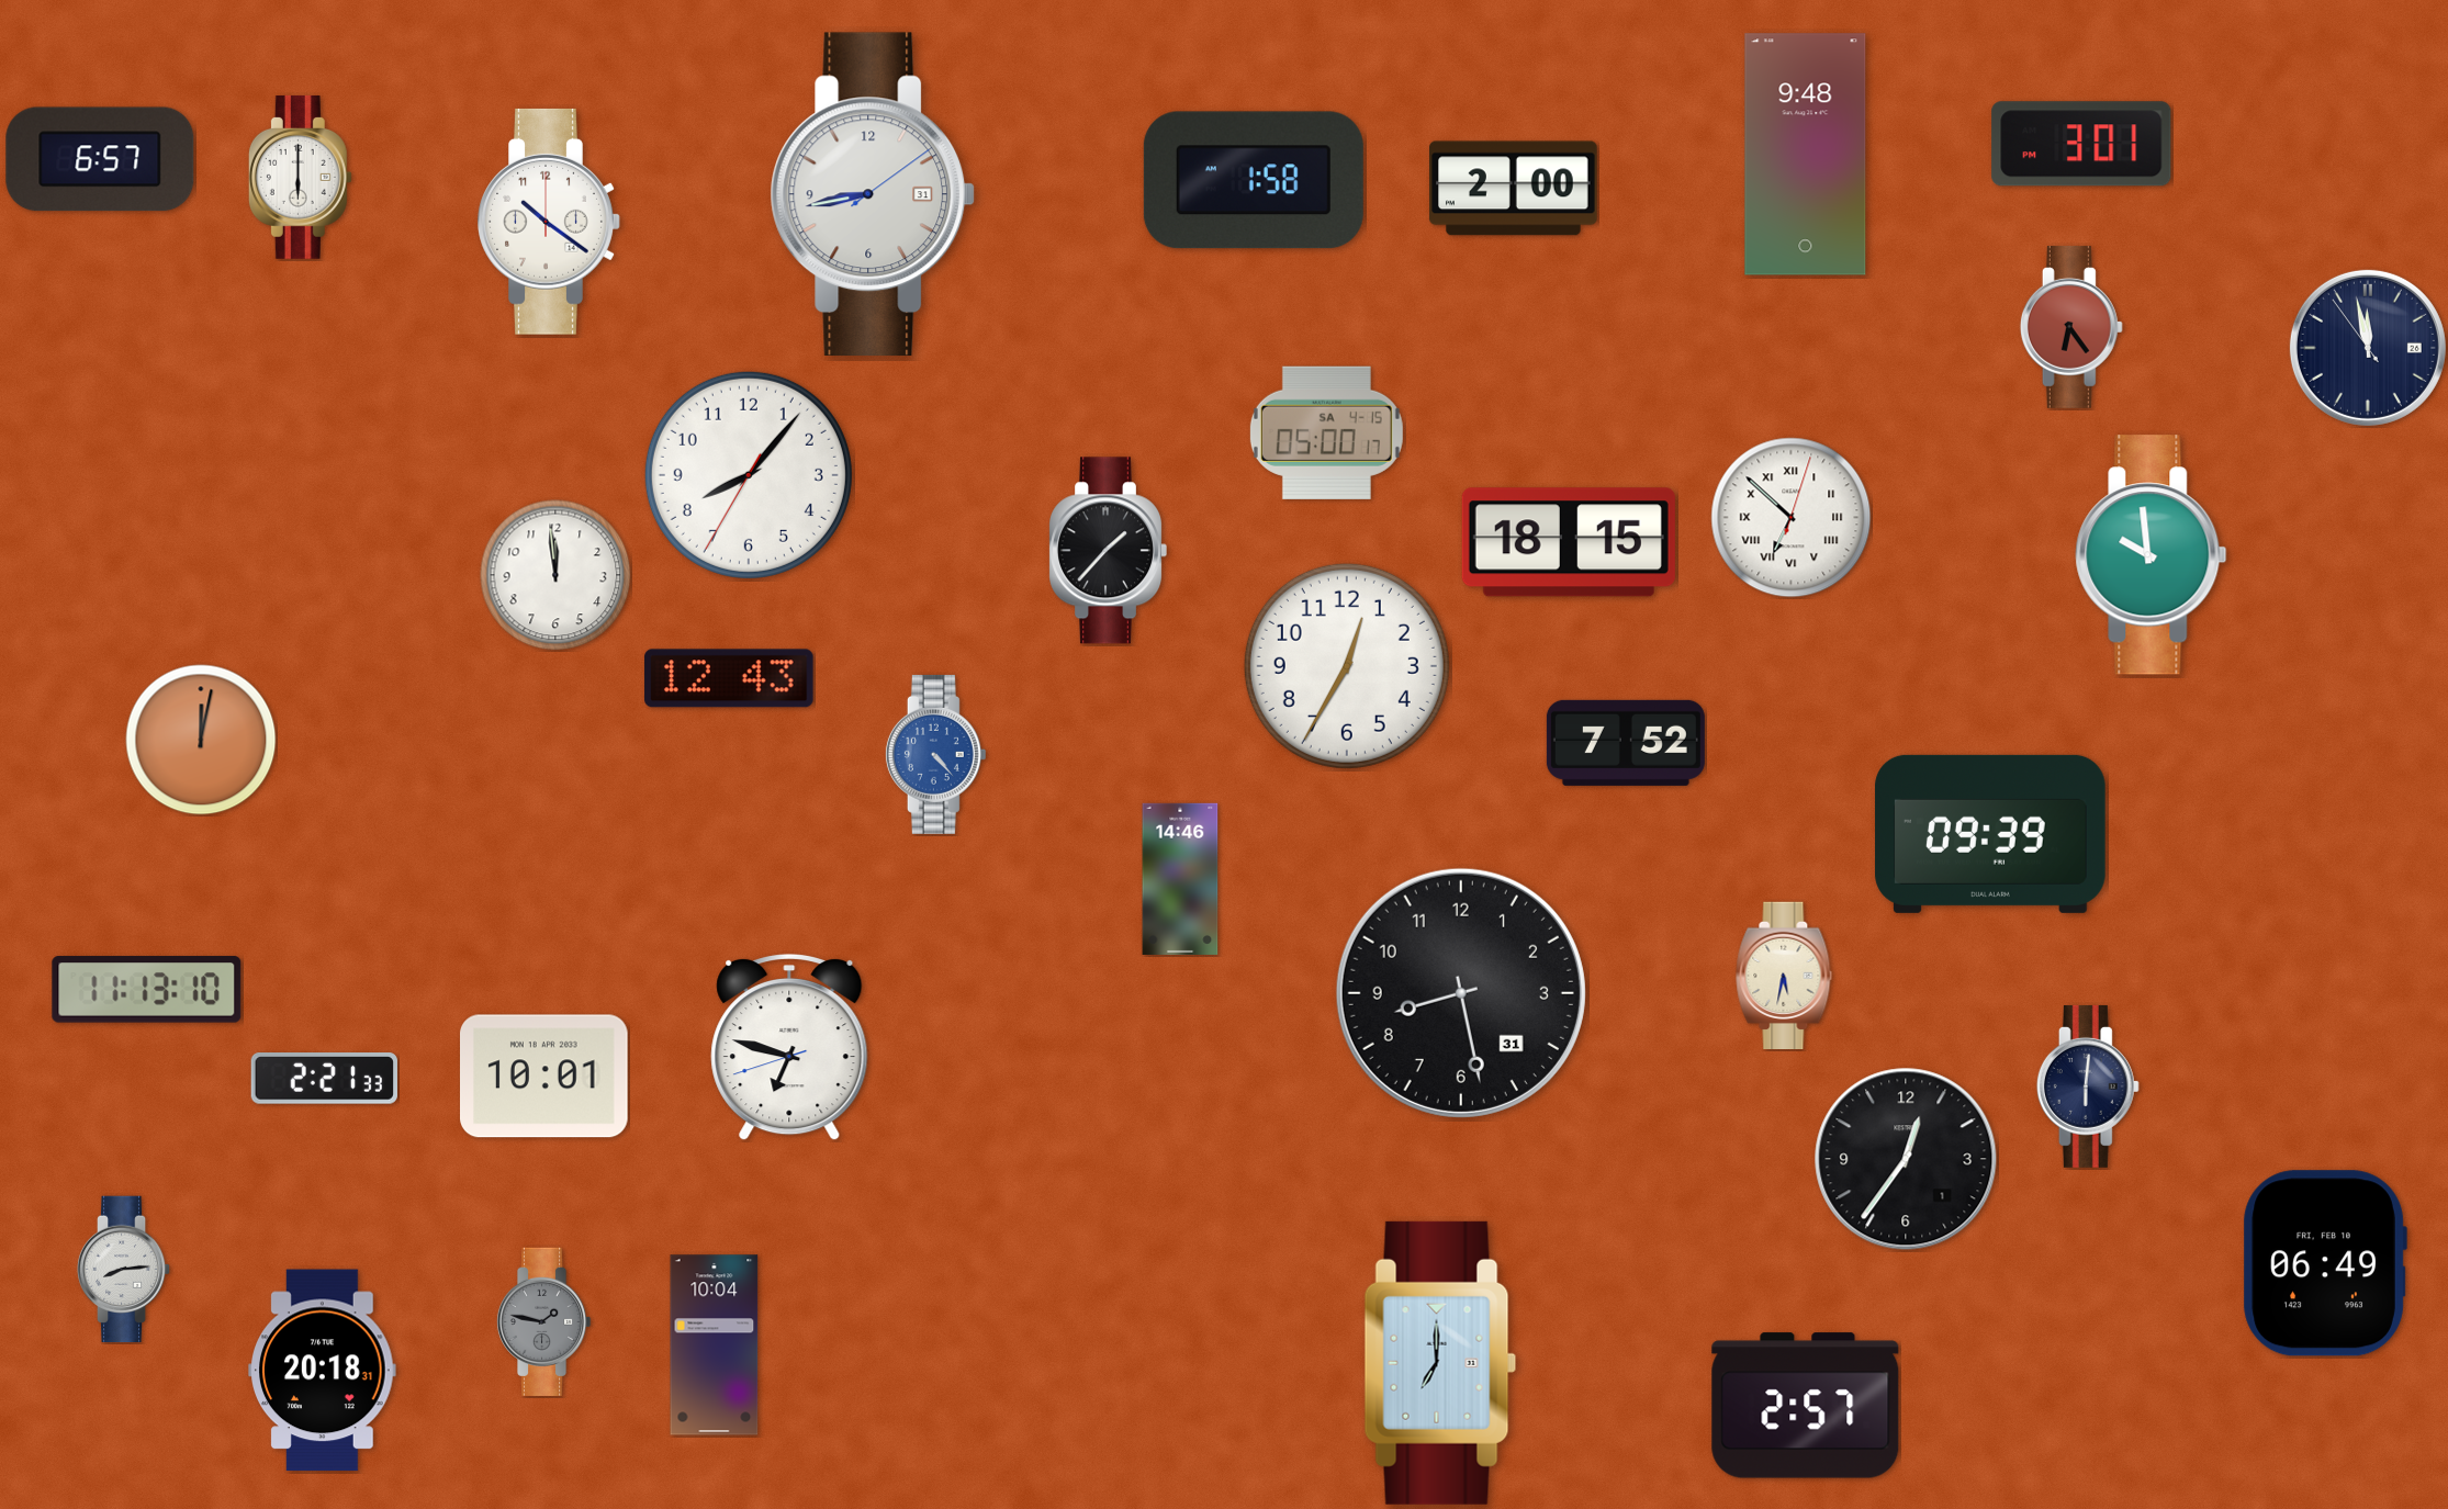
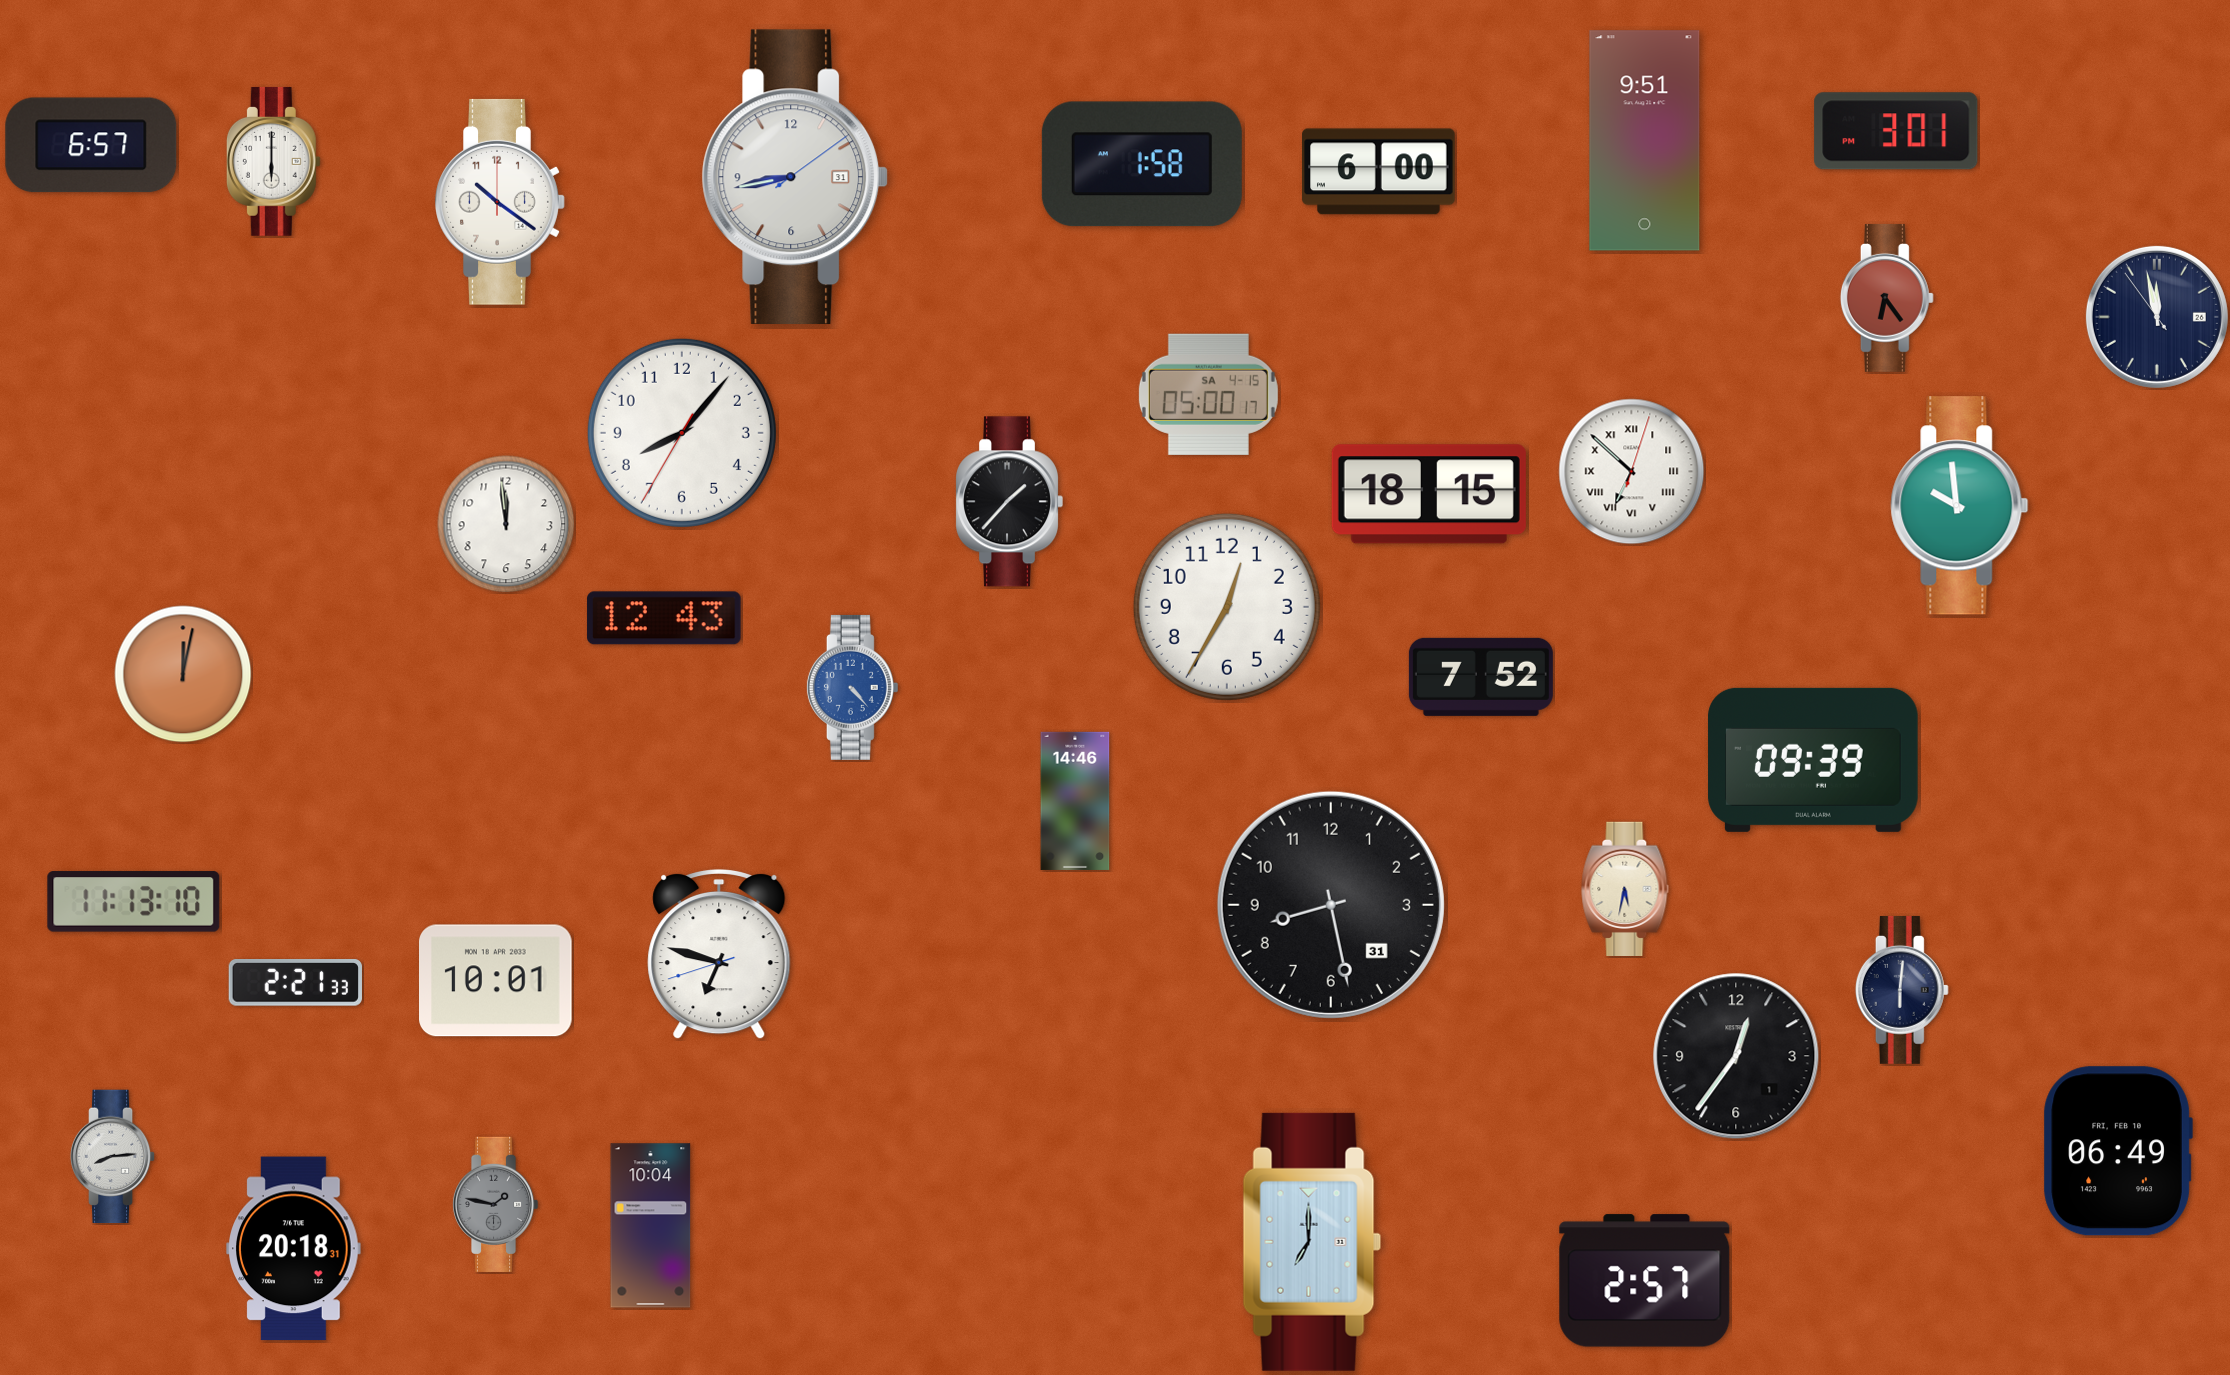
clock at (1806, 155): 9:48 -> 9:51
clock at (1514, 189): 2:00 -> 6:00
